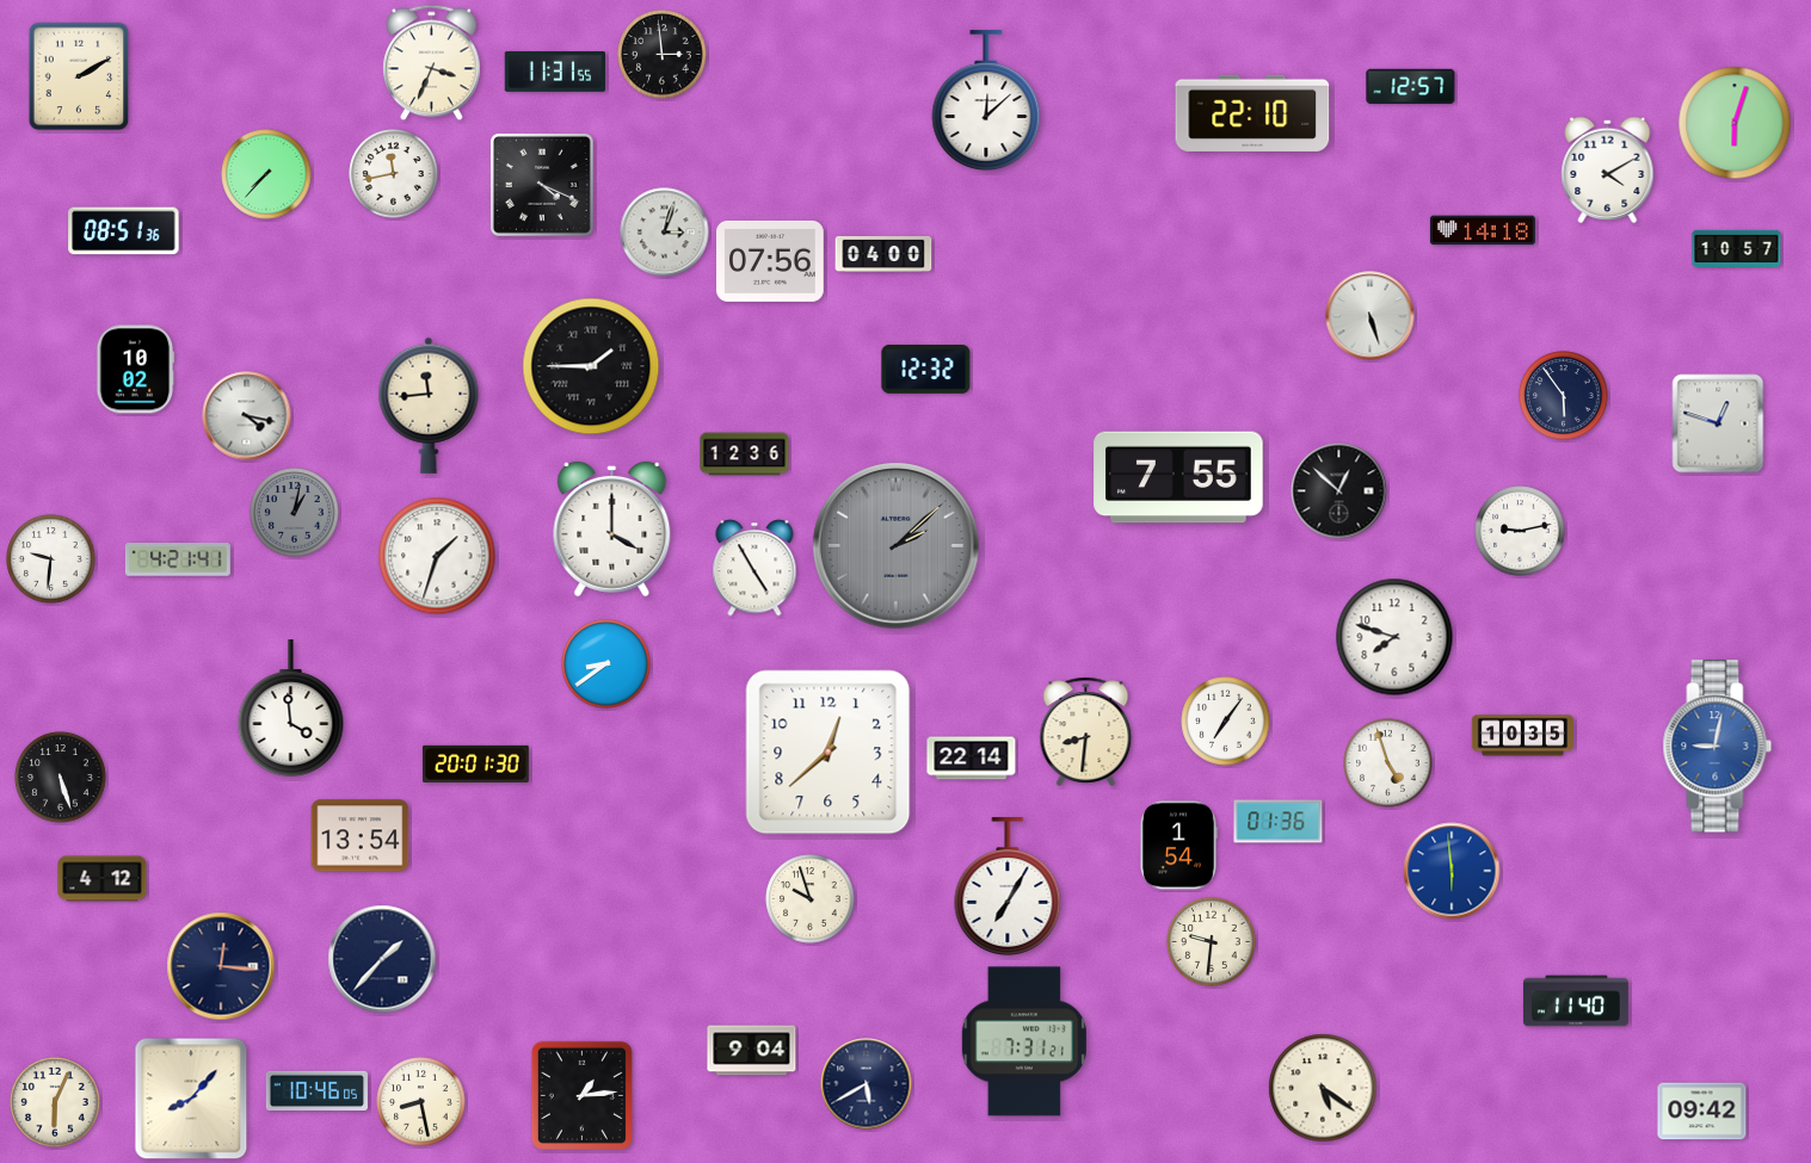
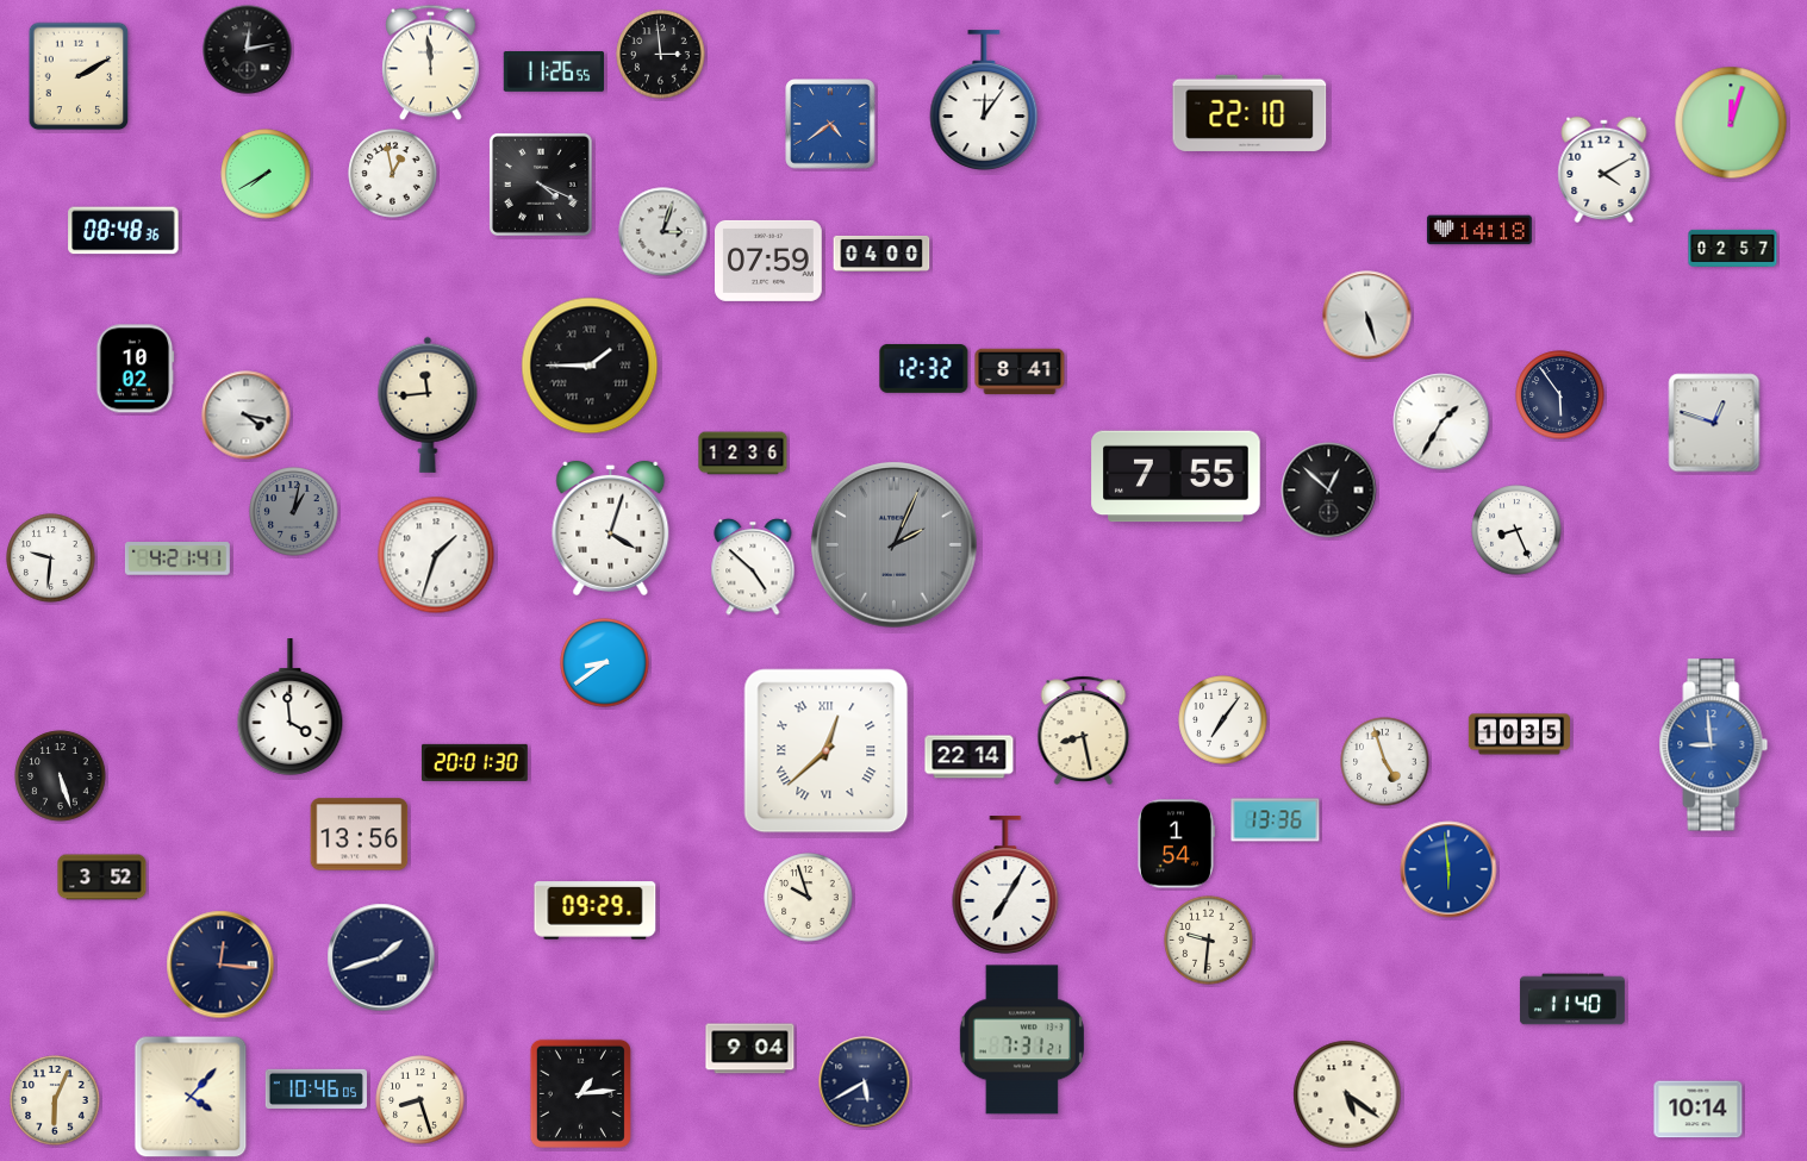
clock at (248, 50): none -> 12:13
clock at (432, 63): 3:34 -> 11:59
clock at (554, 73): 11:31 -> 11:26
clock at (1411, 87): 12:57 -> none
clock at (986, 100): 12:08 -> 12:06
clock at (1735, 123): 6:03 -> 12:03
clock at (830, 124): none -> 4:39
clock at (266, 174): 7:37 -> 7:40
clock at (394, 174): 11:43 -> 12:58
clock at (124, 231): 08:51 -> 08:48
clock at (1737, 248): 10:57 -> 02:57
clock at (771, 261): 07:56 -> 07:59
clock at (1020, 372): none -> 8:41
clock at (1441, 422): none -> 1:35
clock at (1339, 491) position: (1339, 491) -> (1329, 491)
clock at (612, 528): 4:00 -> 4:03
clock at (1520, 531): 9:13 -> 8:26
clock at (897, 546): 2:08 -> 2:04
clock at (754, 568): 4:55 -> 4:52
clock at (1394, 637): 7:48 -> none
clock at (1086, 731): 8:31 -> 8:28
clock at (1718, 747): 9:02 -> 8:59
clock at (828, 753) numerals: Arabic -> Roman
clock at (1279, 822): 01:36 -> 13:36
clock at (361, 836): 13:54 -> 13:56
clock at (103, 879): 4:12 -> 3:52
clock at (596, 911): none -> 09:29
clock at (382, 959): 1:37 -> 1:42
clock at (1323, 1088) position: (1323, 1088) -> (1347, 1094)
clock at (191, 1099): 8:07 -> 4:07
clock at (421, 1102): 8:28 -> 8:27
clock at (1702, 1112): 09:42 -> 10:14
